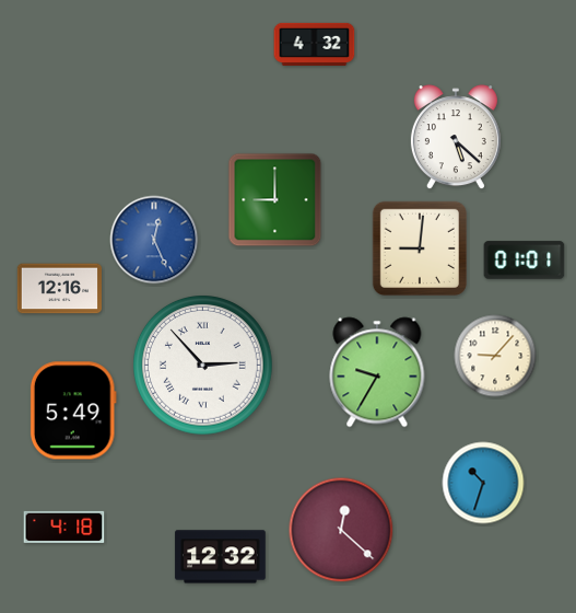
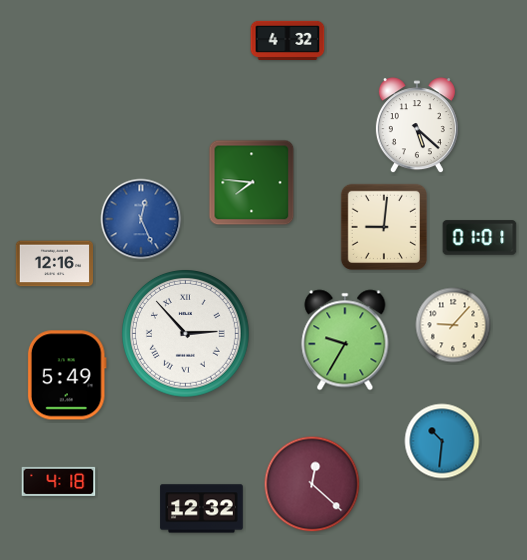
clock at (275, 200): 9:00 -> 7:46
clock at (483, 483): 10:33 -> 10:31
